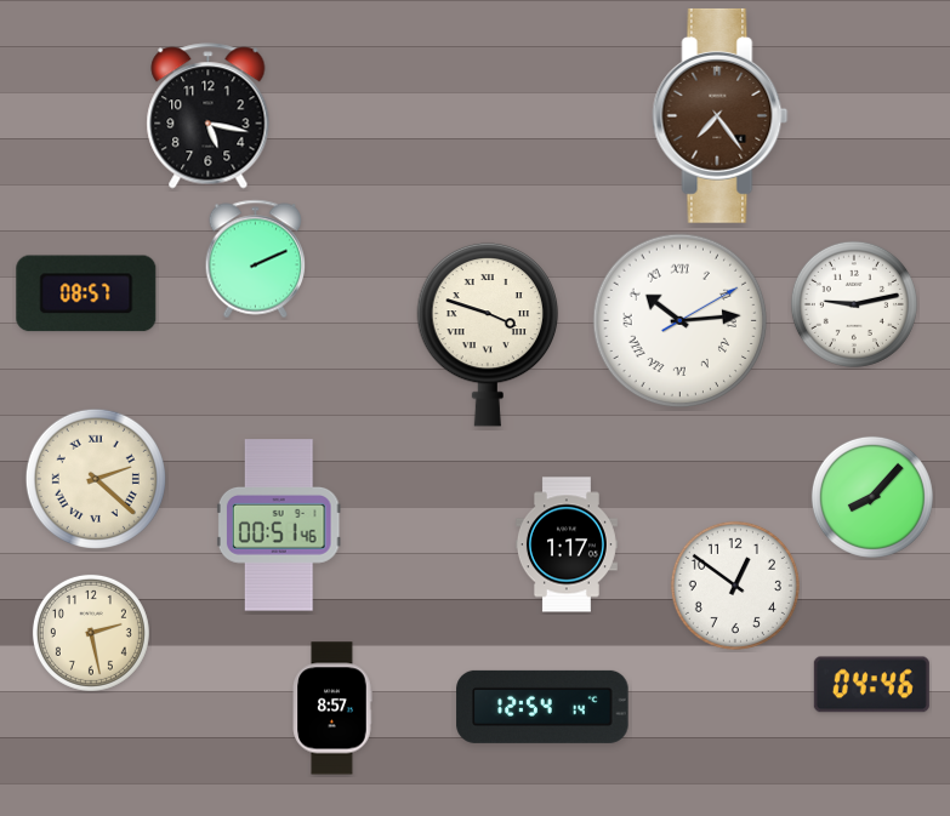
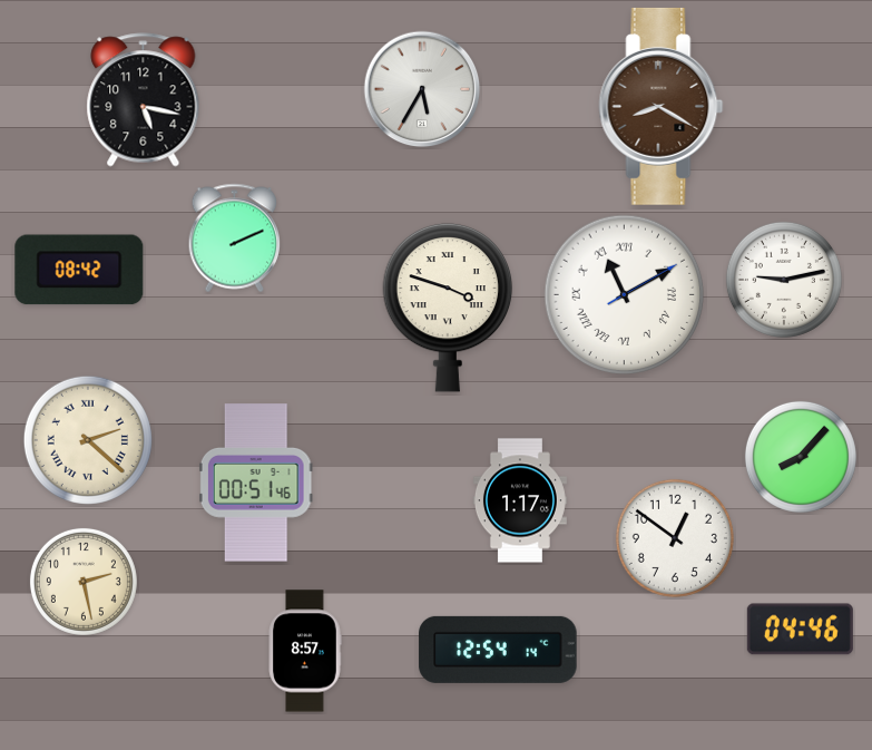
clock at (422, 89): none -> 5:35
clock at (721, 115): 7:24 -> 8:20
clock at (209, 116) position: (209, 116) -> (144, 100)
clock at (86, 293): 08:57 -> 08:42
clock at (681, 321): 10:14 -> 11:10
